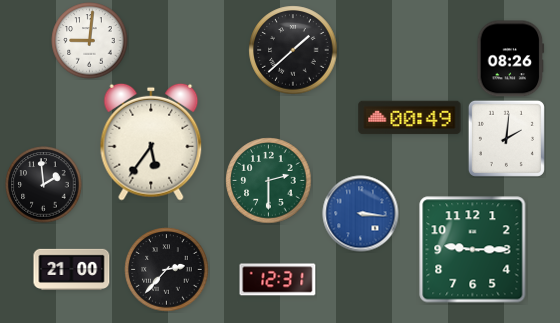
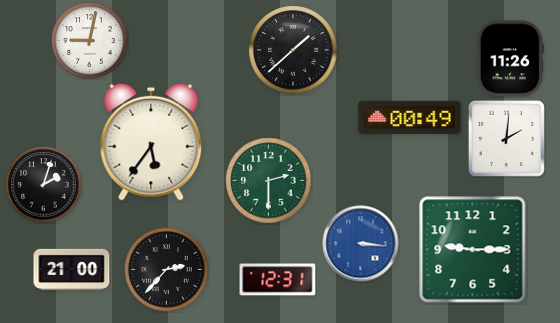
clock at (90, 41): 9:01 -> 9:02
clock at (511, 59): 08:26 -> 11:26
clock at (44, 185): 1:59 -> 2:03
clock at (361, 214) position: (361, 214) -> (361, 244)
